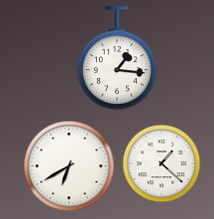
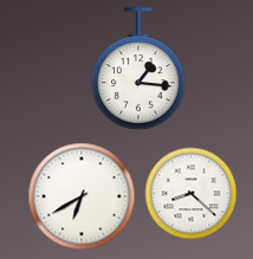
clock at (161, 163): 1:22 -> 8:22
